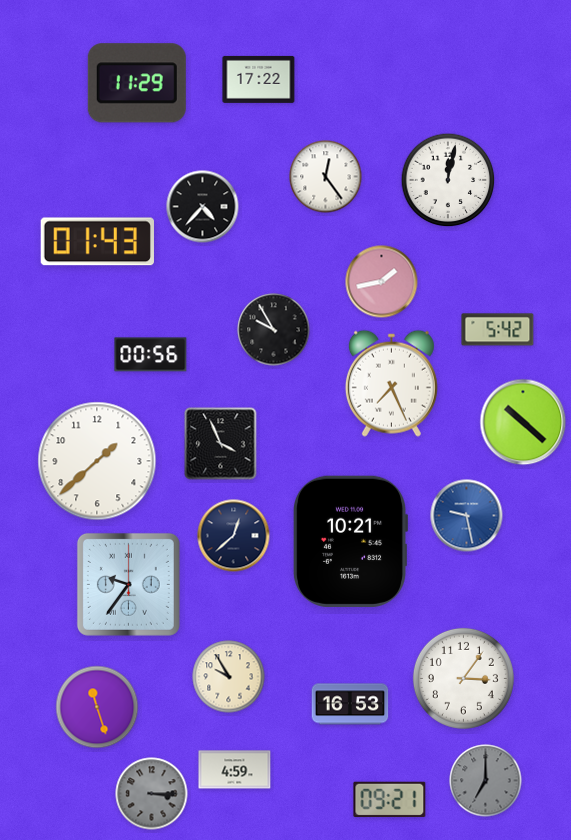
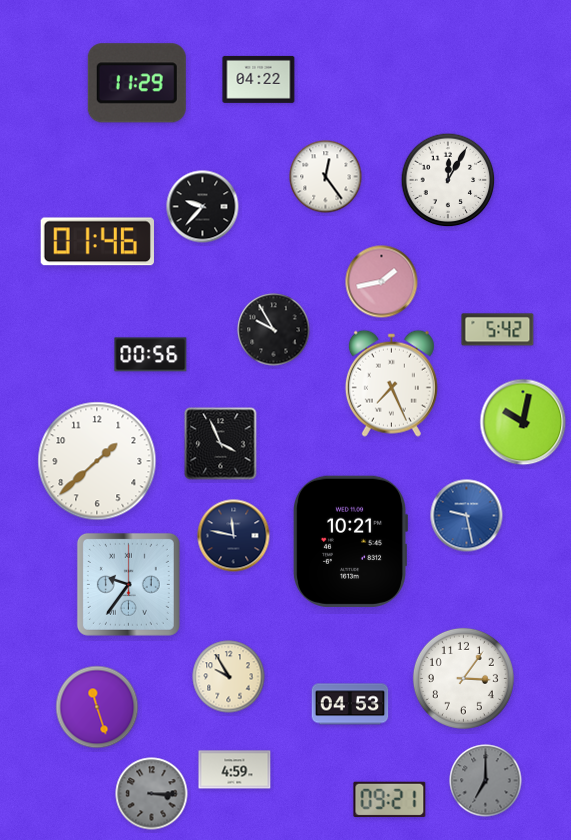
clock at (259, 79): 17:22 -> 04:22
clock at (448, 180): 12:02 -> 12:05
clock at (203, 207): 4:37 -> 9:37
clock at (97, 242): 01:43 -> 01:46
clock at (523, 422): 10:22 -> 10:02
clock at (234, 536): 12:38 -> 11:47
clock at (350, 704): 16:53 -> 04:53
